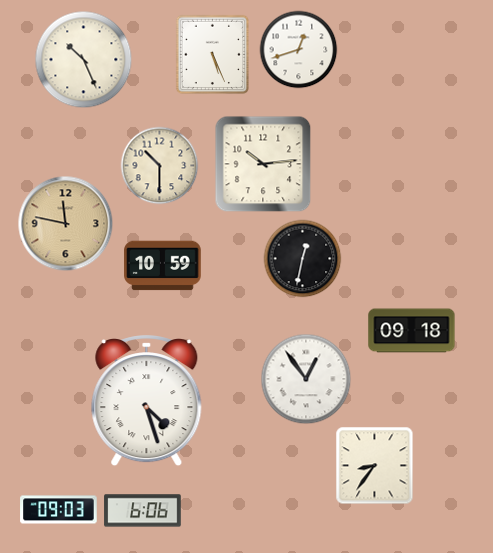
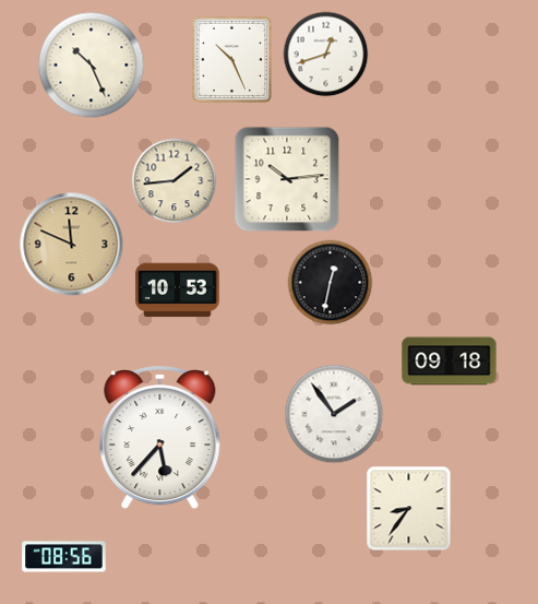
clock at (212, 54): 5:26 -> 10:26
clock at (159, 165): 10:30 -> 1:44
clock at (65, 223): 11:47 -> 11:49
clock at (163, 266): 10:59 -> 10:53
clock at (306, 379): 12:54 -> 1:54
clock at (147, 401): 4:27 -> 5:37
clock at (59, 510): 09:03 -> 08:56
clock at (143, 511): 6:06 -> none
